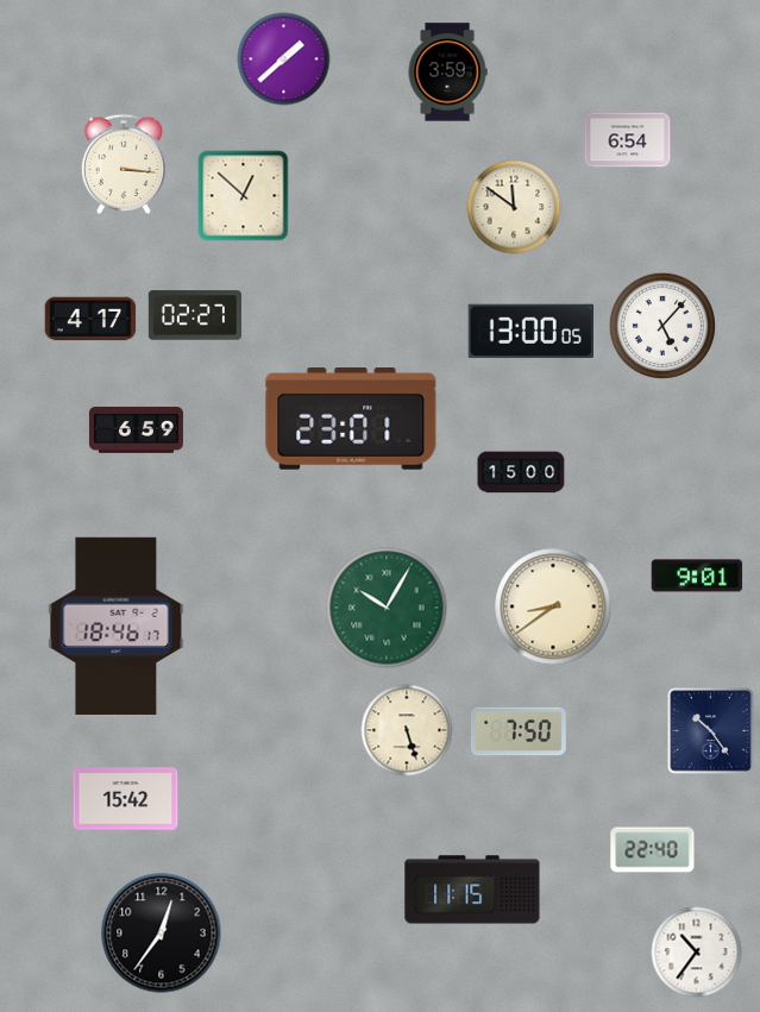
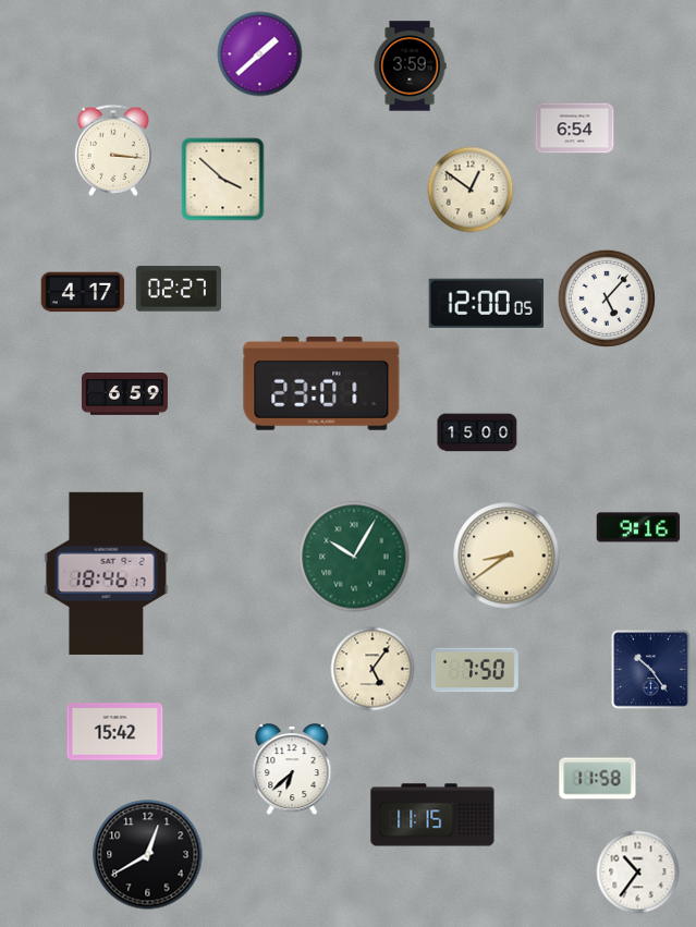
clock at (244, 196): 12:52 -> 3:52
clock at (514, 207): 11:51 -> 12:51
clock at (530, 331): 13:00 -> 12:00
clock at (697, 576): 9:01 -> 9:16
clock at (407, 730): 5:27 -> 5:06
clock at (292, 770): none -> 6:38
clock at (653, 850): 22:40 -> 11:58
clock at (162, 934): 12:36 -> 12:40
